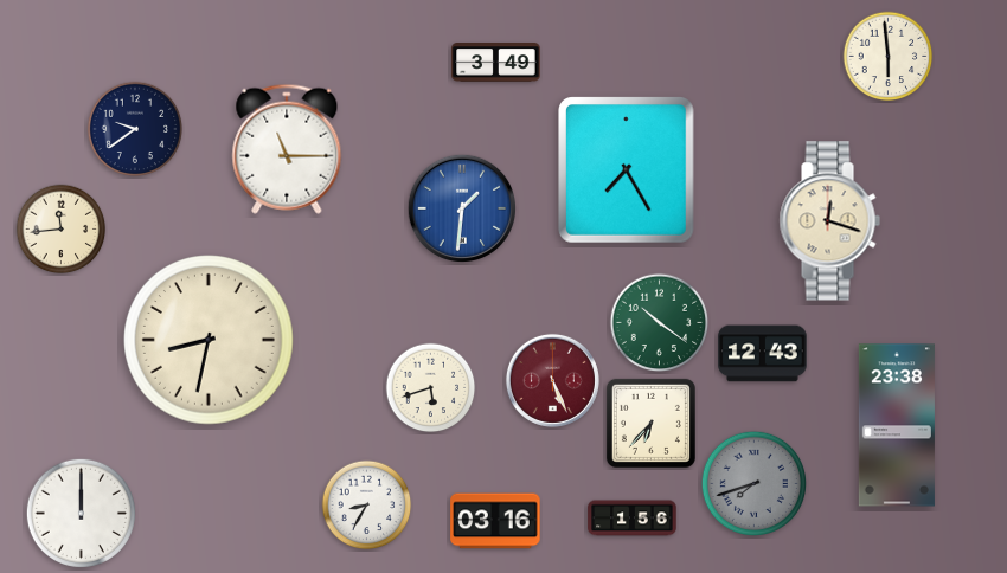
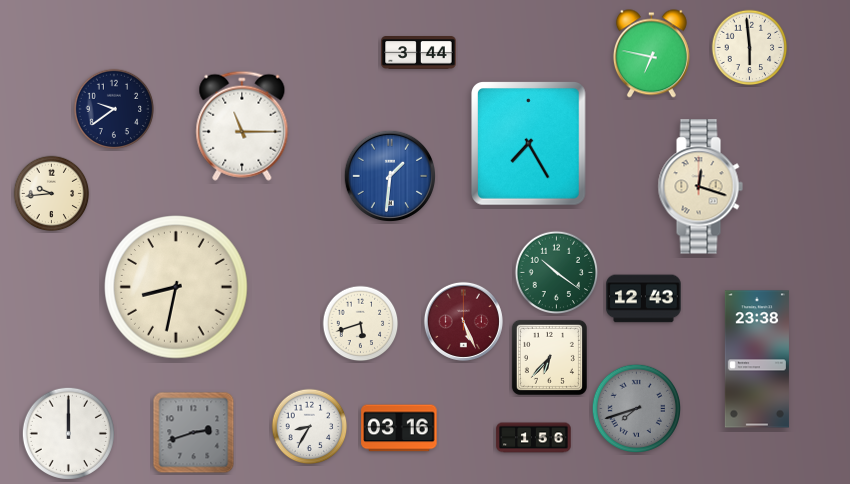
clock at (496, 63): 3:49 -> 3:44
clock at (651, 54): none -> 6:47
clock at (62, 230): 11:44 -> 9:44
clock at (552, 380) position: (552, 380) -> (463, 321)
clock at (431, 388) position: (431, 388) -> (361, 324)
clock at (194, 433): none -> 2:42
clock at (495, 521) position: (495, 521) -> (399, 428)
